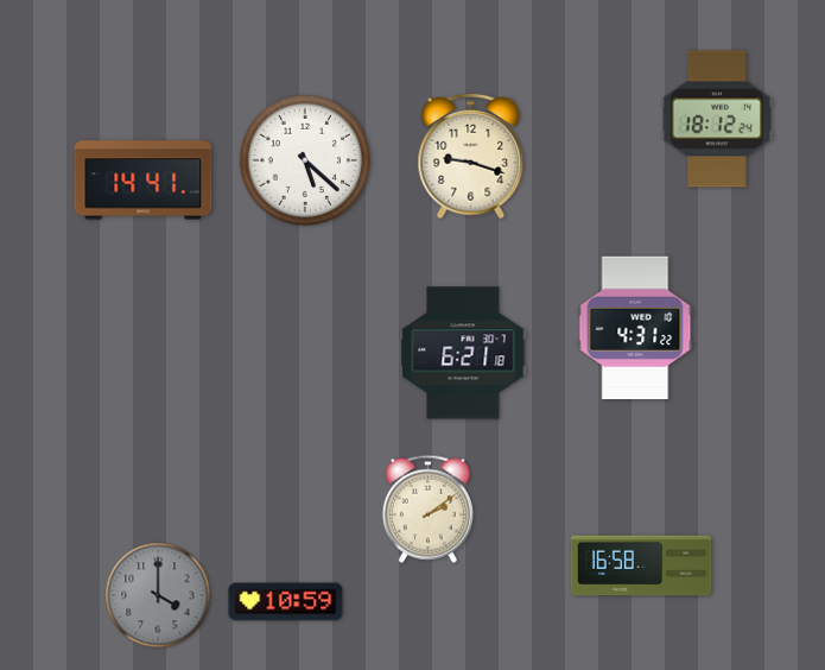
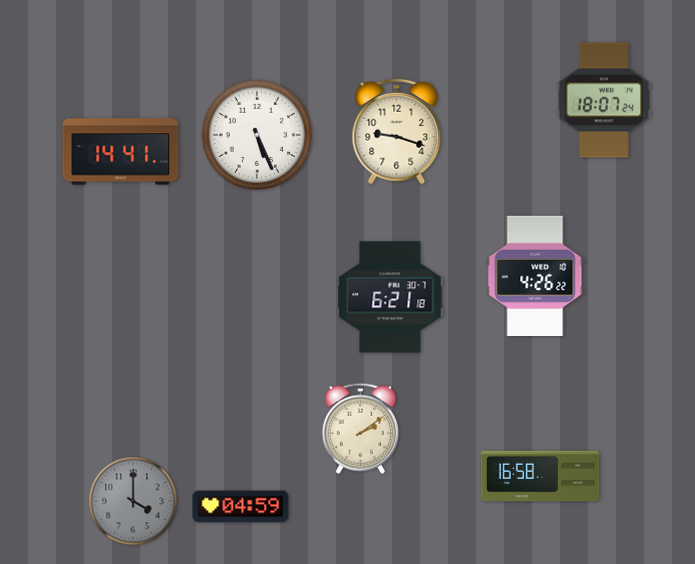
clock at (717, 119): 18:12 -> 18:07
clock at (305, 160): 5:22 -> 5:26
clock at (635, 327): 4:31 -> 4:26
clock at (286, 602): 10:59 -> 04:59
